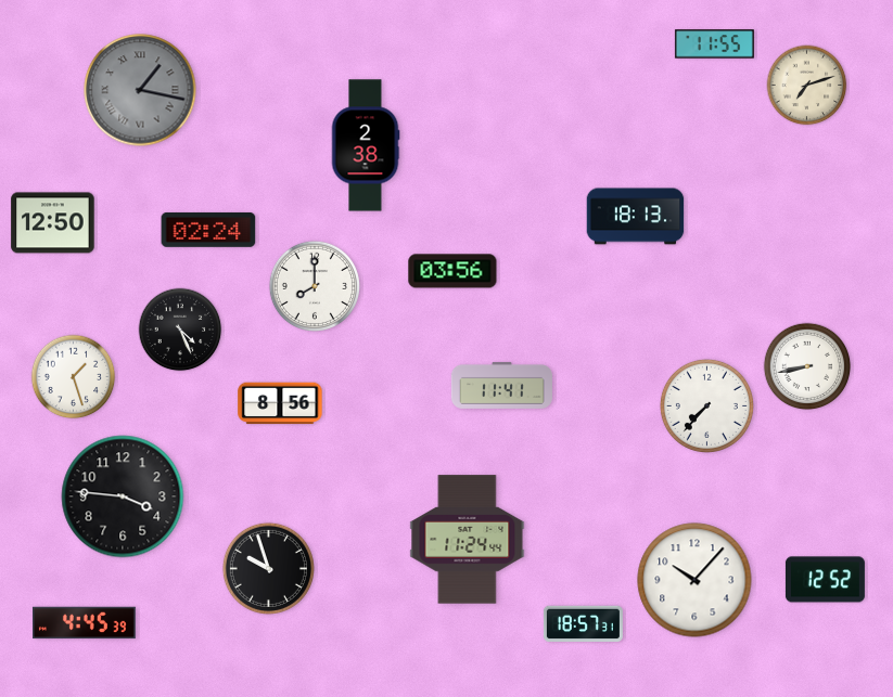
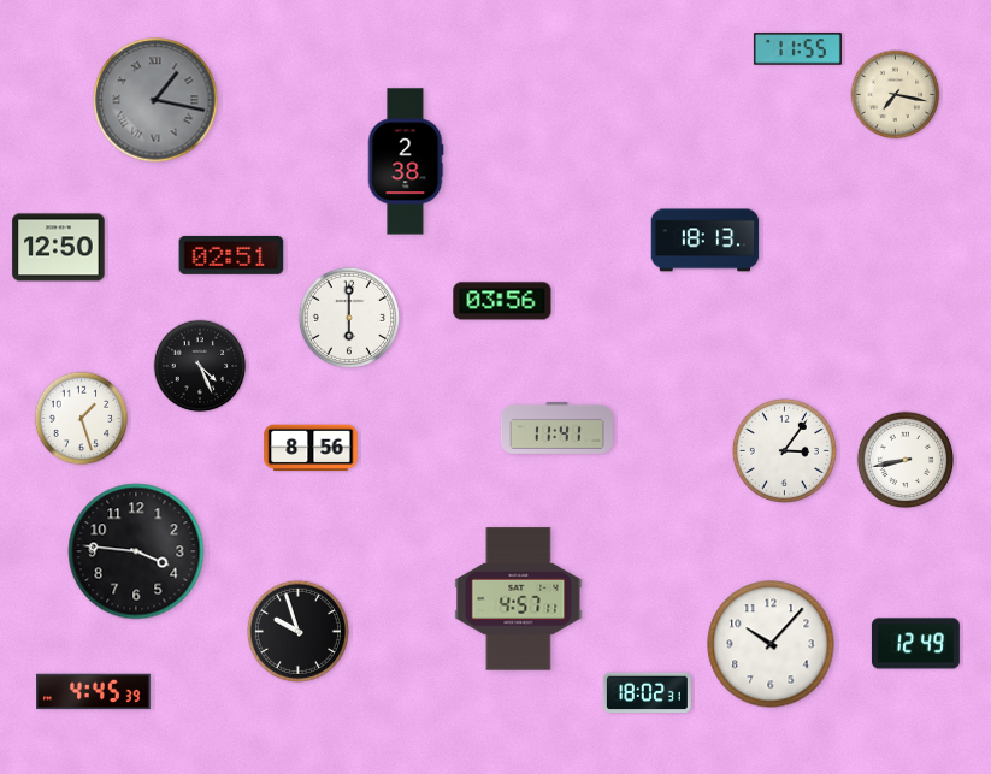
clock at (714, 44) position: (714, 44) -> (797, 49)
clock at (807, 86): 7:12 -> 7:17
clock at (208, 230): 02:24 -> 02:51
clock at (315, 286): 8:00 -> 6:00
clock at (807, 366) position: (807, 366) -> (906, 460)
clock at (706, 405): 7:37 -> 3:06
clock at (468, 540): 11:24 -> 4:57
clock at (825, 580): 12:52 -> 12:49
clock at (583, 624): 18:57 -> 18:02
